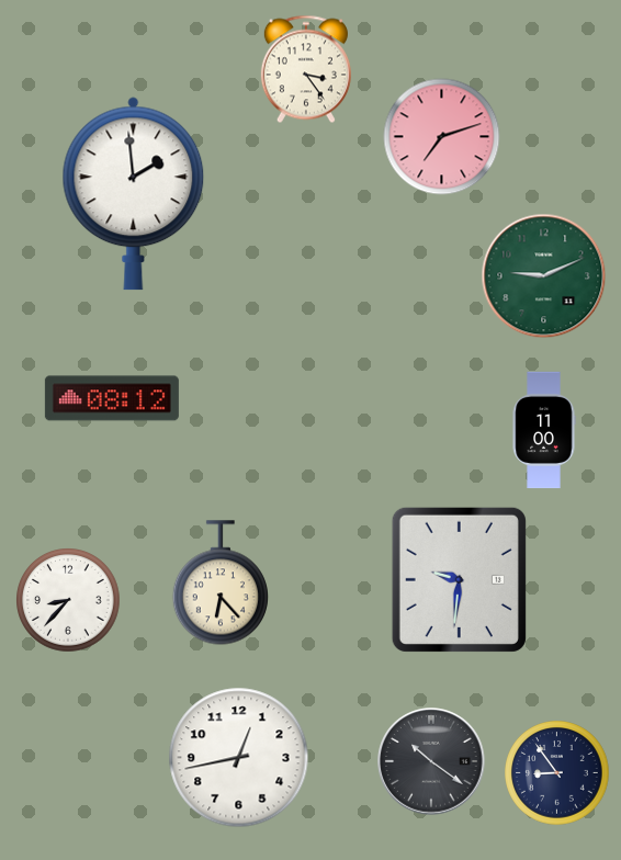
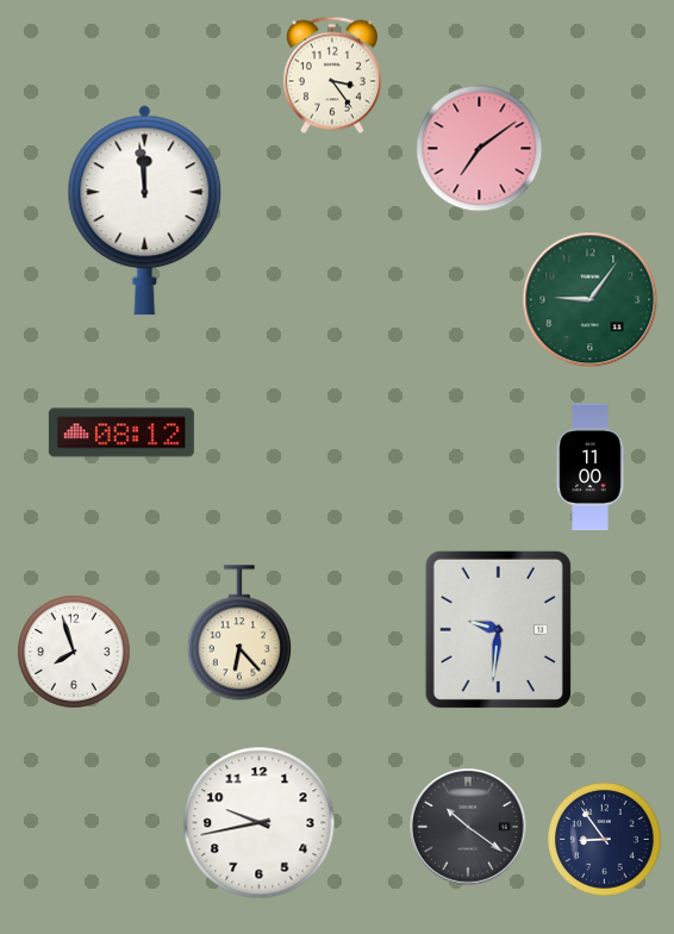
clock at (442, 137): 7:12 -> 7:09
clock at (134, 194): 1:59 -> 11:59
clock at (544, 276): 9:11 -> 9:06
clock at (68, 600): 8:37 -> 7:57
clock at (239, 758): 12:43 -> 9:43
